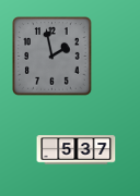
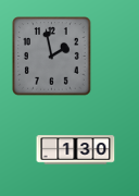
clock at (77, 150): 5:37 -> 1:30
